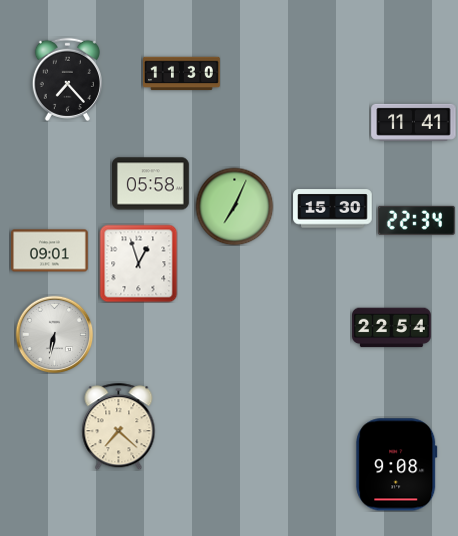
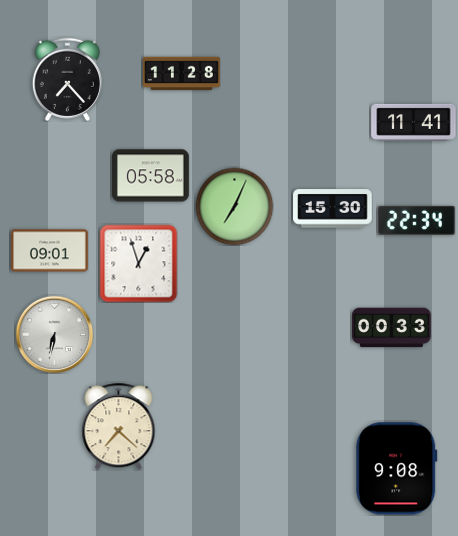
clock at (182, 74): 11:30 -> 11:28
clock at (151, 184) position: (151, 184) -> (151, 176)
clock at (392, 328): 22:54 -> 00:33
clock at (397, 465) position: (397, 465) -> (397, 469)
